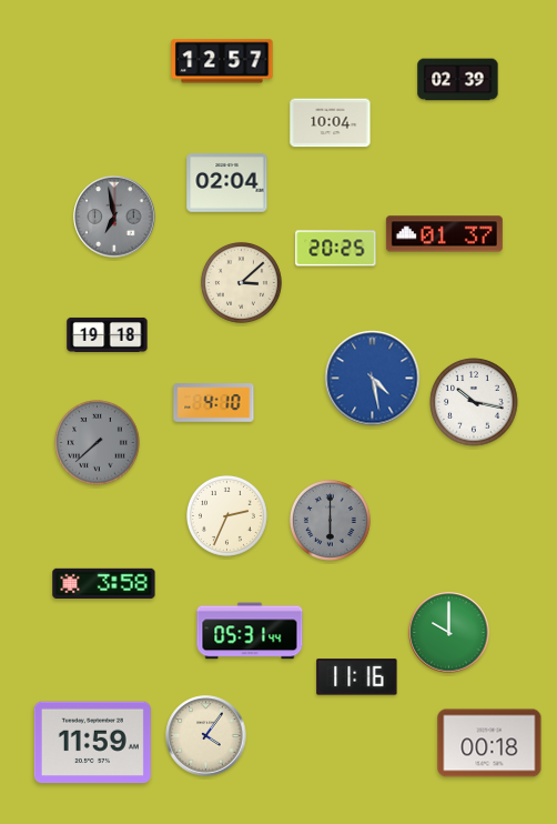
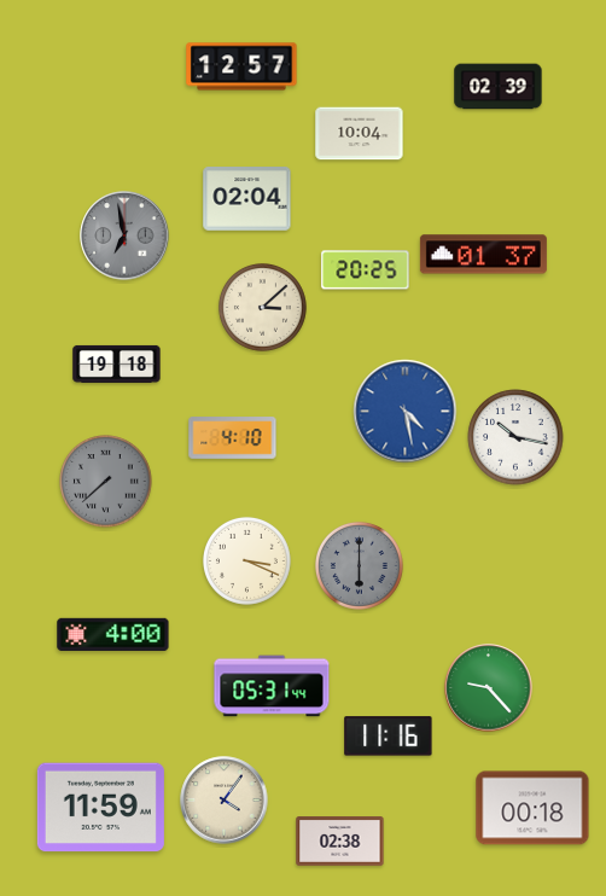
clock at (226, 515): 2:34 -> 3:19
clock at (104, 583): 3:58 -> 4:00
clock at (449, 633): 10:00 -> 9:23
clock at (340, 842): none -> 02:38
